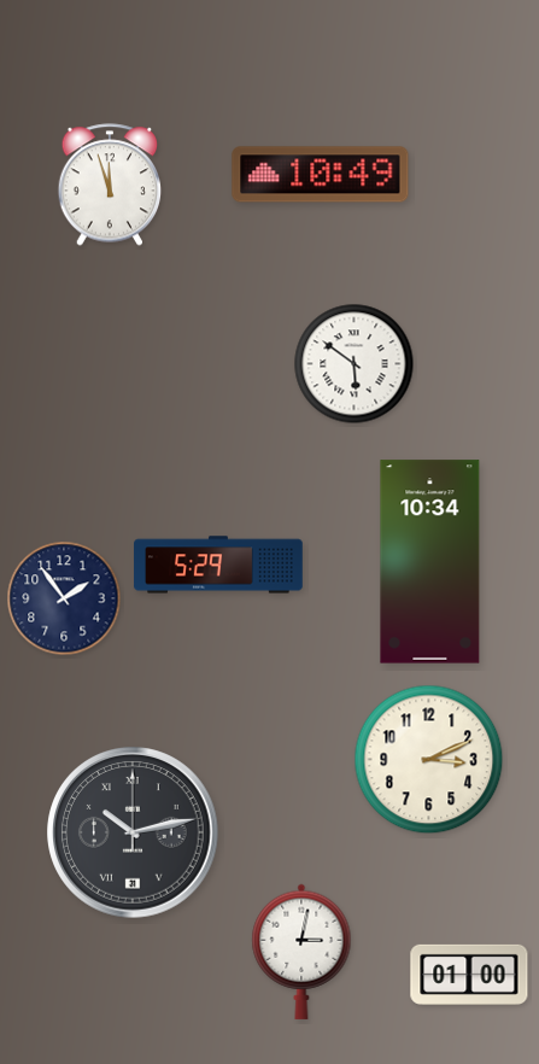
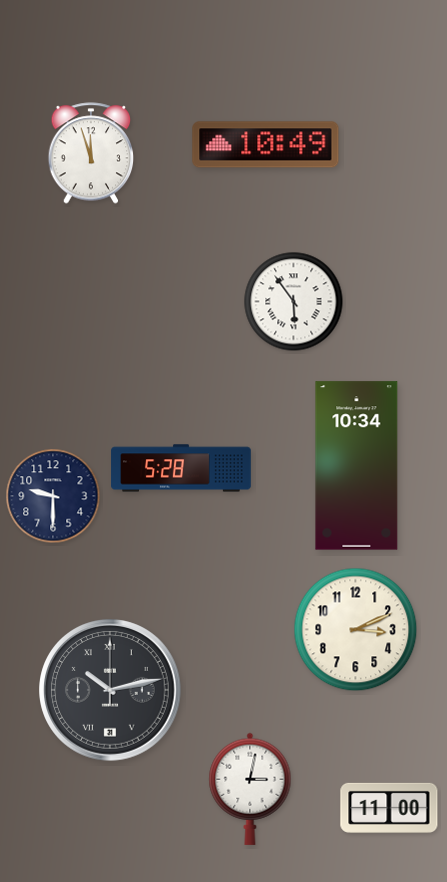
clock at (355, 364): 5:51 -> 5:54
clock at (218, 565): 5:29 -> 5:28
clock at (64, 598): 1:54 -> 9:30
clock at (469, 975): 01:00 -> 11:00
